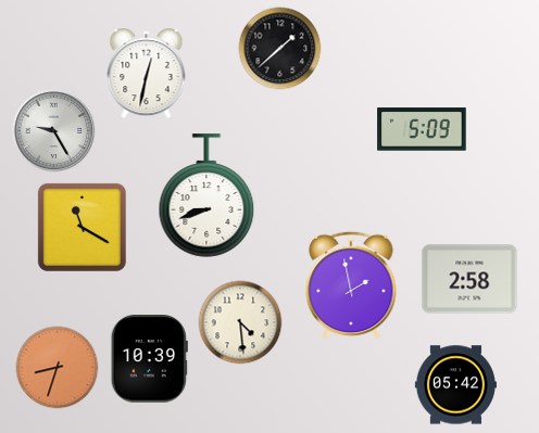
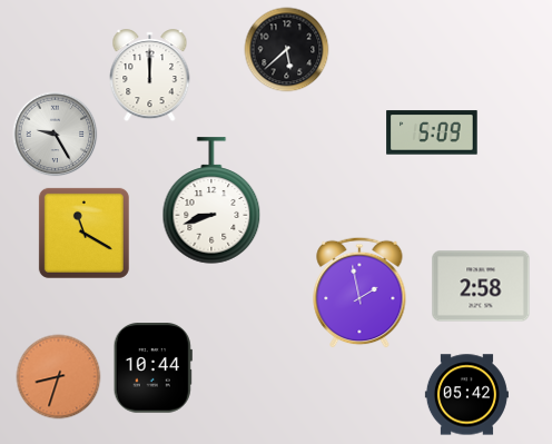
clock at (280, 49): 1:38 -> 5:38
clock at (147, 74): 12:32 -> 12:00
clock at (240, 322): 4:29 -> none
clock at (149, 359): 10:39 -> 10:44
